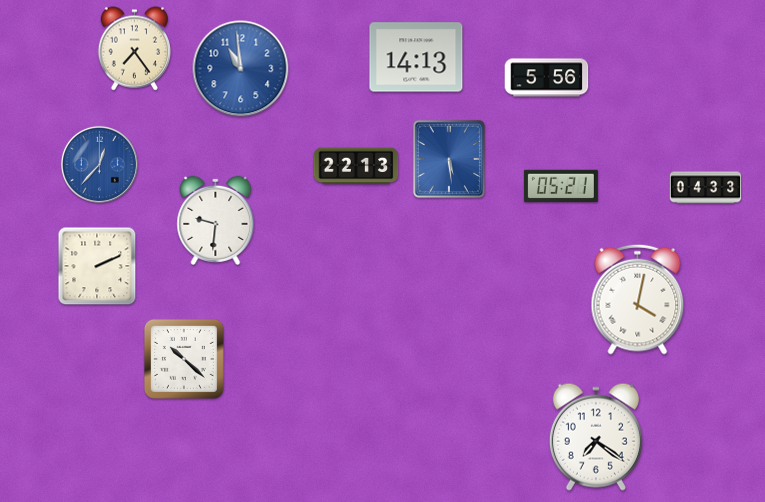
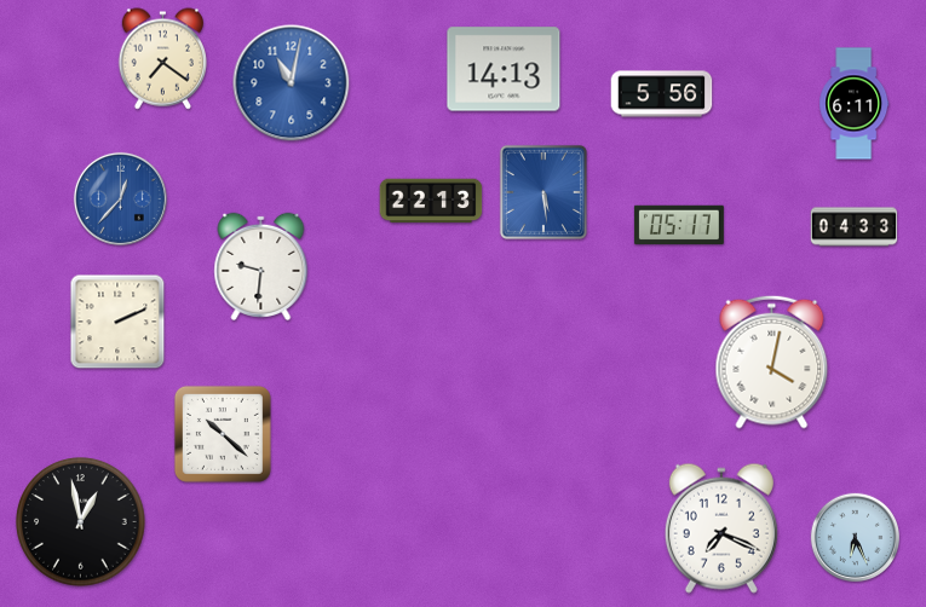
clock at (134, 49): 7:24 -> 7:21
clock at (241, 69): 10:59 -> 11:02
clock at (855, 104): none -> 6:11
clock at (561, 186): 05:21 -> 05:17
clock at (81, 522): none -> 12:58
clock at (596, 437): 7:21 -> 7:19
clock at (856, 538): none -> 6:26
